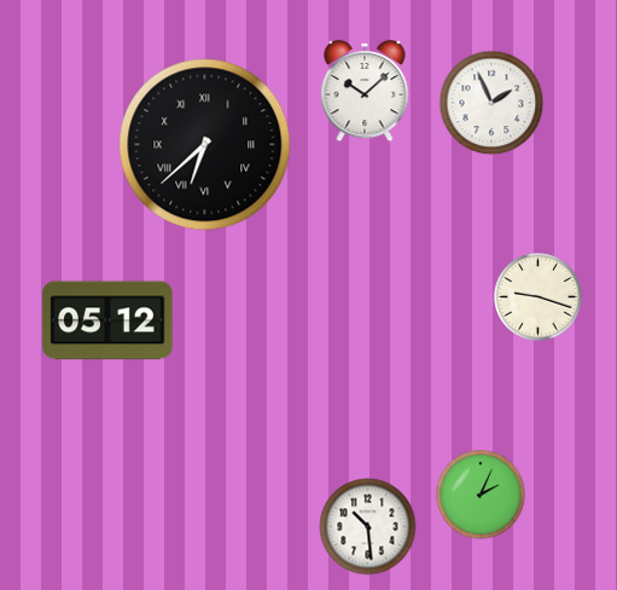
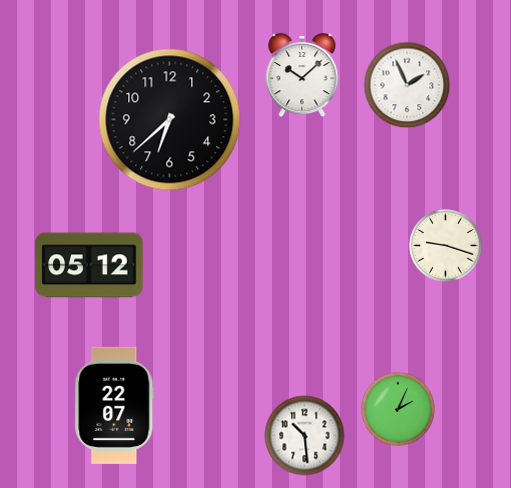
clock at (205, 145) numerals: Roman -> Arabic
clock at (115, 405): none -> 22:07
